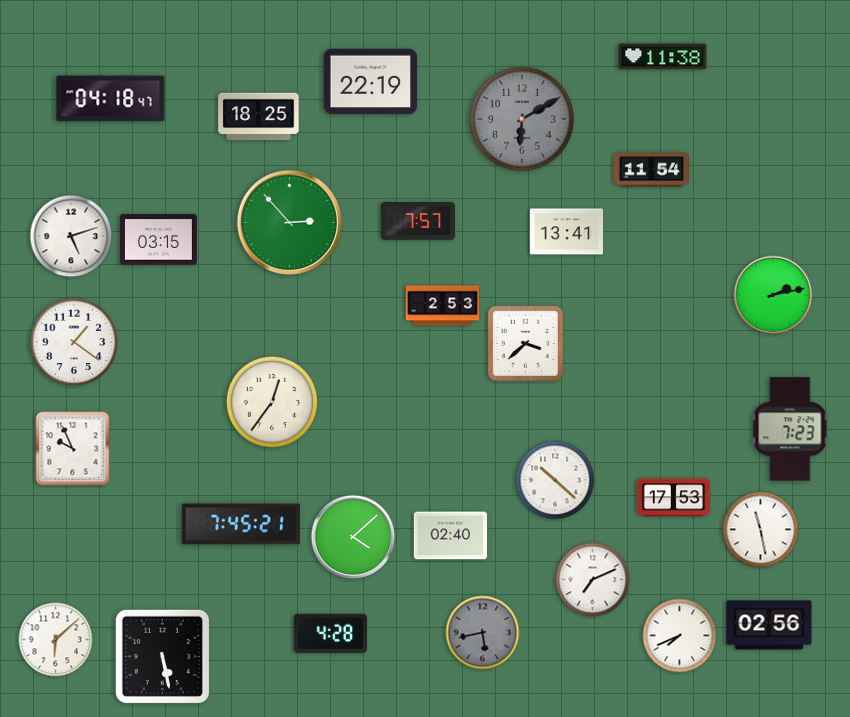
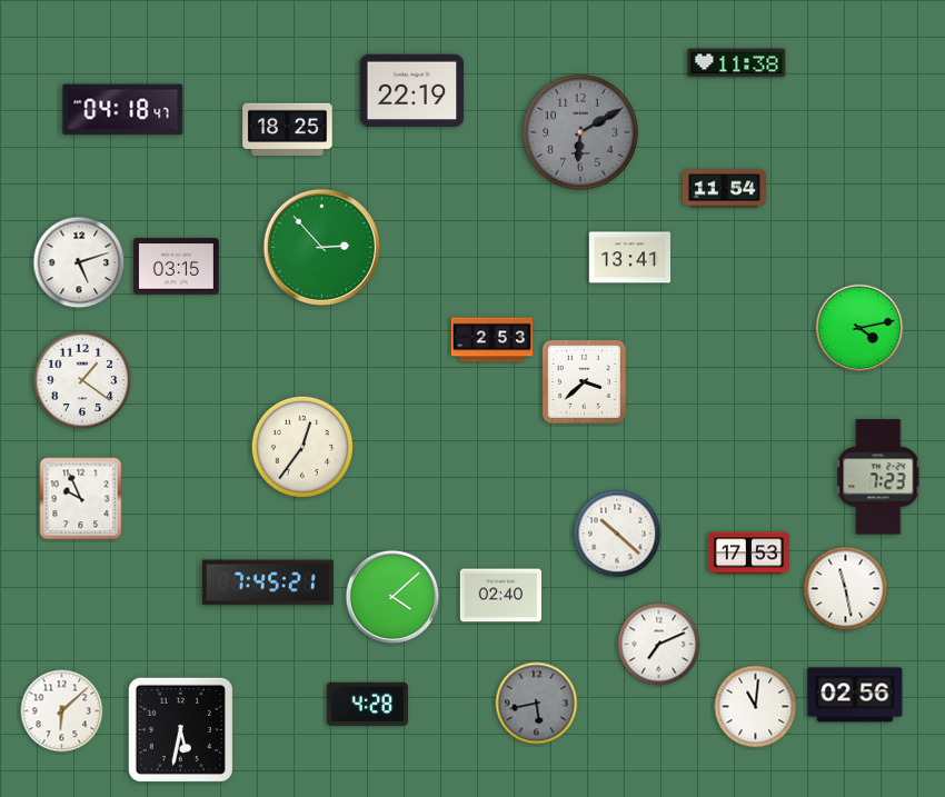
clock at (418, 222): 7:57 -> none
clock at (773, 295): 2:13 -> 4:13
clock at (680, 636): 7:41 -> 11:01
clock at (162, 656): 5:28 -> 5:32
